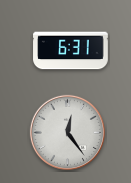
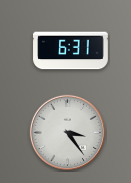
clock at (67, 132): 12:24 -> 3:24
